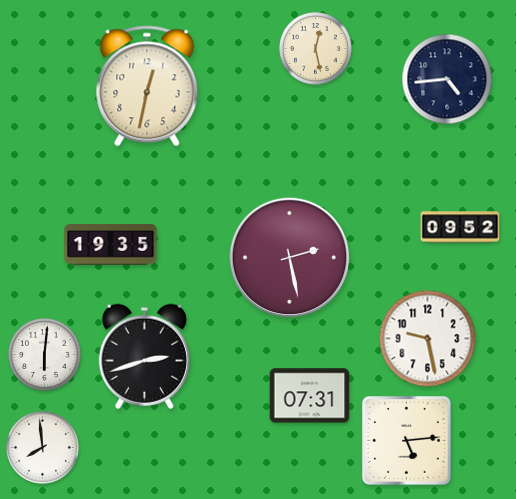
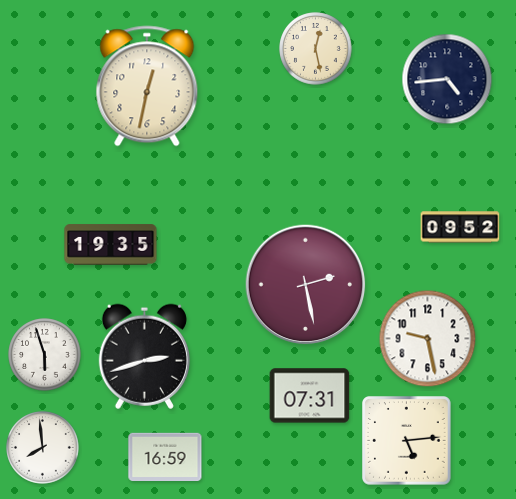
clock at (290, 258) position: (290, 258) -> (306, 285)
clock at (45, 355): 6:01 -> 5:57
clock at (165, 457): none -> 16:59
